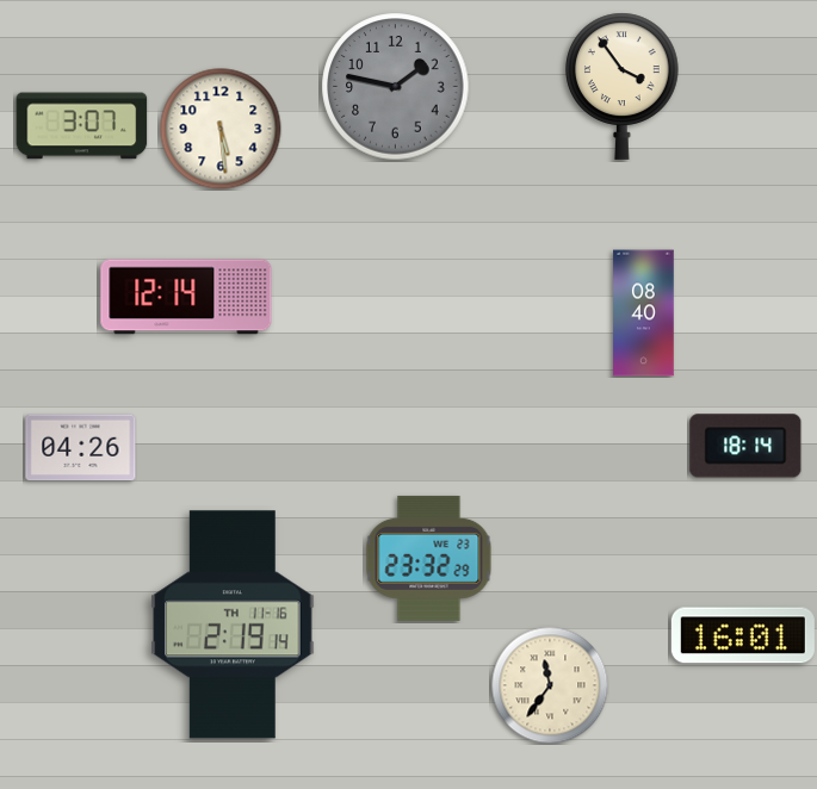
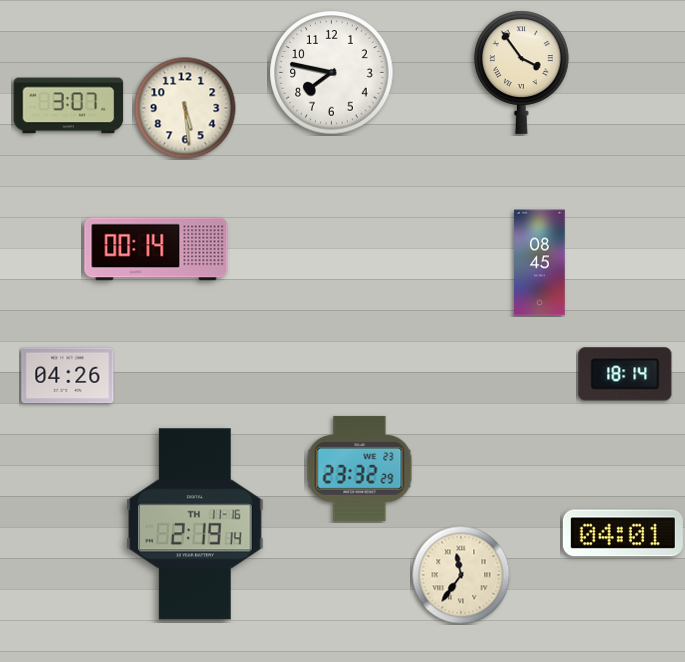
clock at (396, 87): 1:47 -> 7:47
clock at (396, 87) dial: grey -> white
clock at (186, 297): 12:14 -> 00:14
clock at (644, 313): 08:40 -> 08:45
clock at (743, 635): 16:01 -> 04:01
